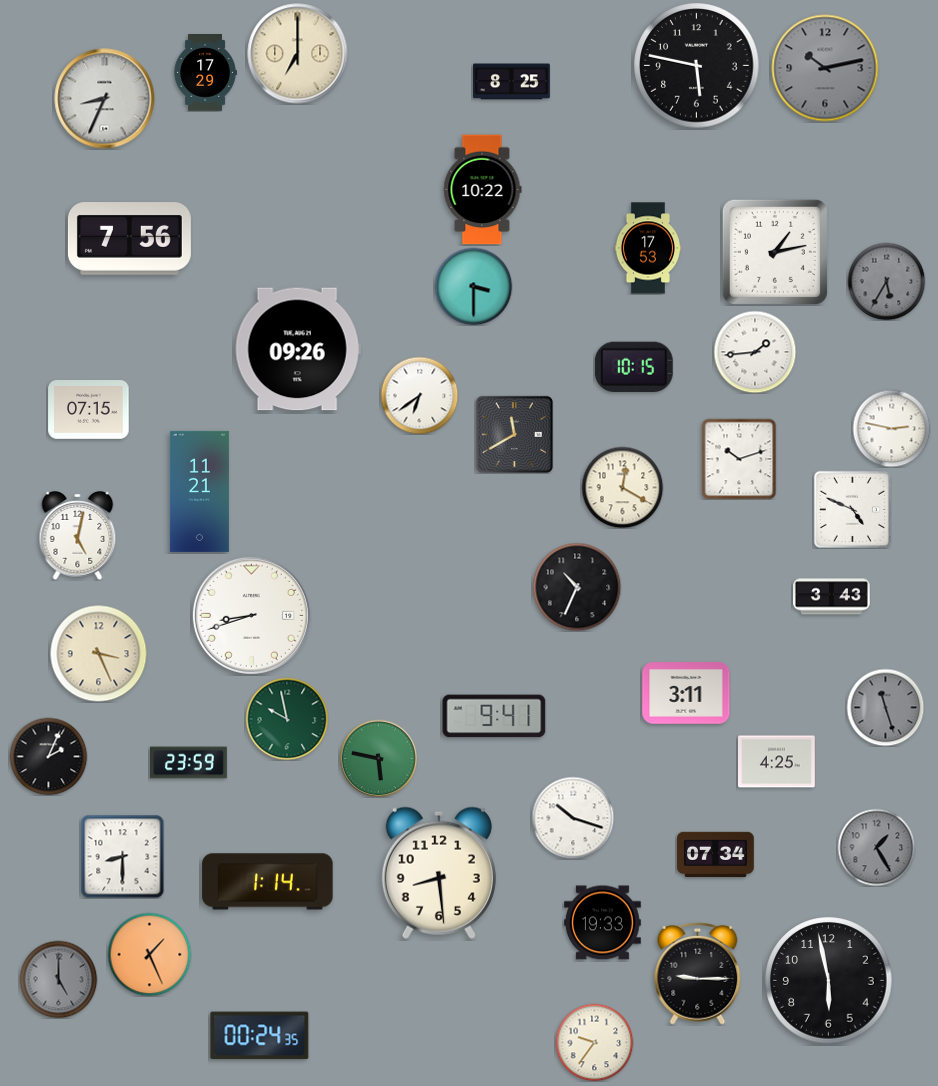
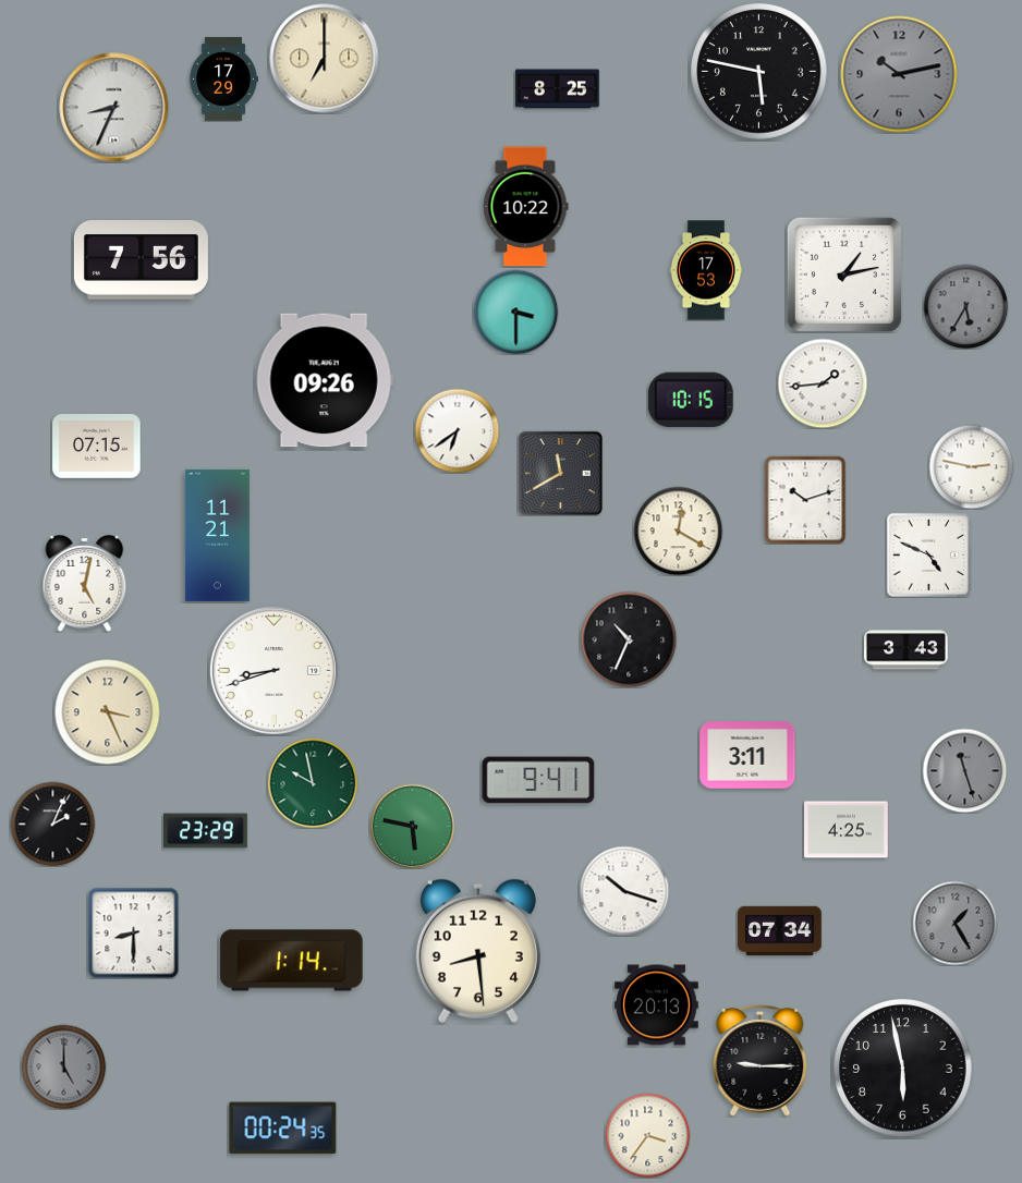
clock at (189, 763): 23:59 -> 23:29
clock at (603, 923): 19:33 -> 20:13
clock at (149, 954): 1:26 -> none
clock at (594, 1042): 9:36 -> 3:36
